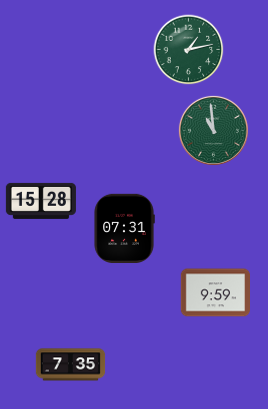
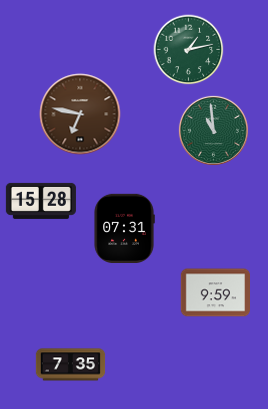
clock at (80, 114): none -> 6:47
